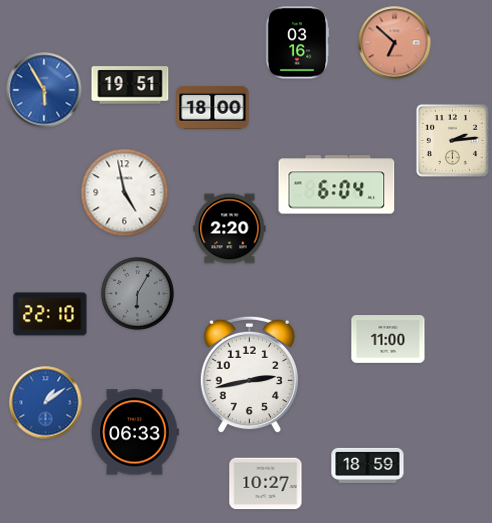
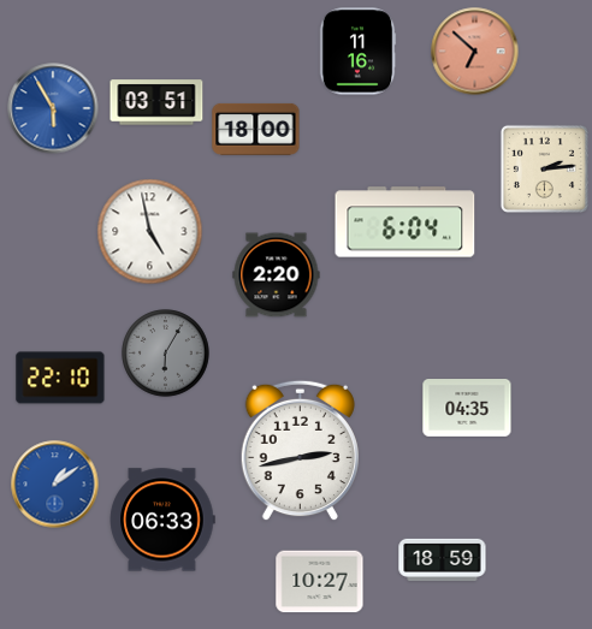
clock at (297, 43): 03:16 -> 11:16
clock at (130, 85): 19:51 -> 03:51
clock at (388, 340): 11:00 -> 04:35
